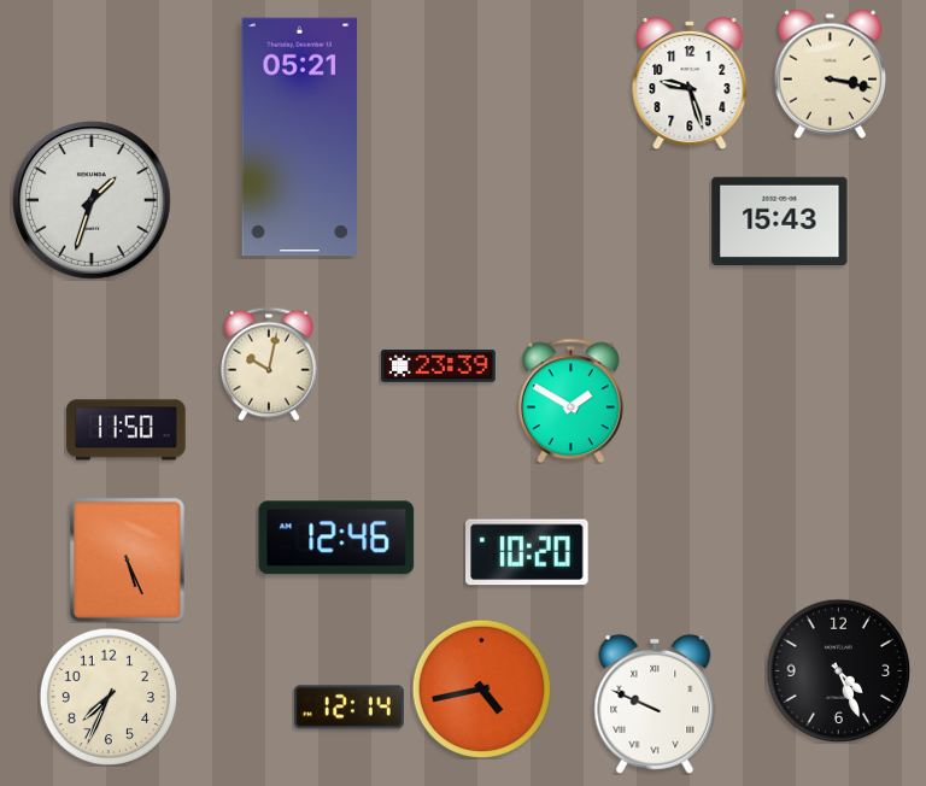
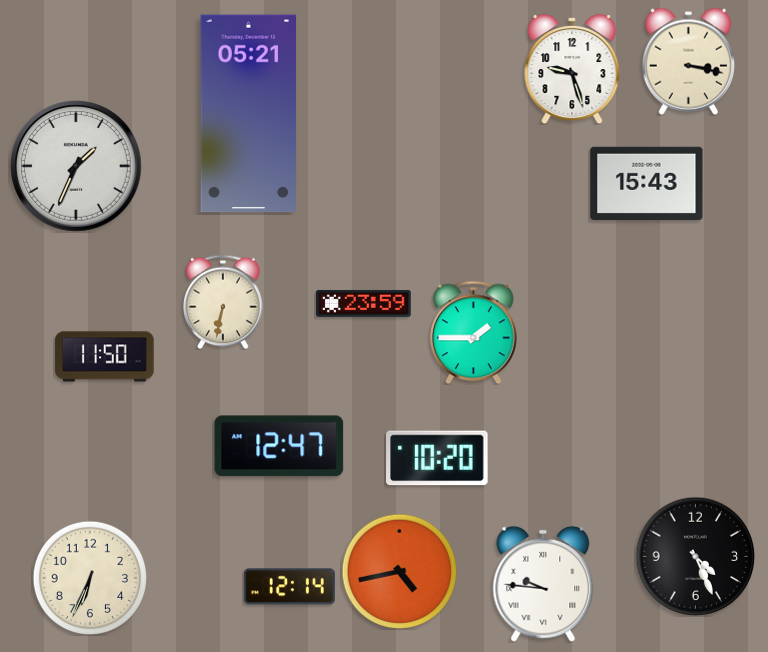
clock at (93, 201): 1:33 -> 1:34
clock at (269, 364): 10:02 -> 6:32
clock at (438, 365): 23:39 -> 23:59
clock at (572, 400): 1:50 -> 1:45
clock at (336, 538): 12:46 -> 12:47
clock at (127, 559): 5:26 -> none
clock at (107, 696): 7:34 -> 6:34
clock at (655, 704): 9:49 -> 9:46
